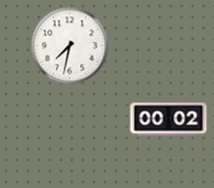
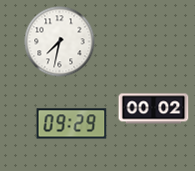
clock at (70, 46) position: (70, 46) -> (60, 42)
clock at (72, 124): none -> 09:29
